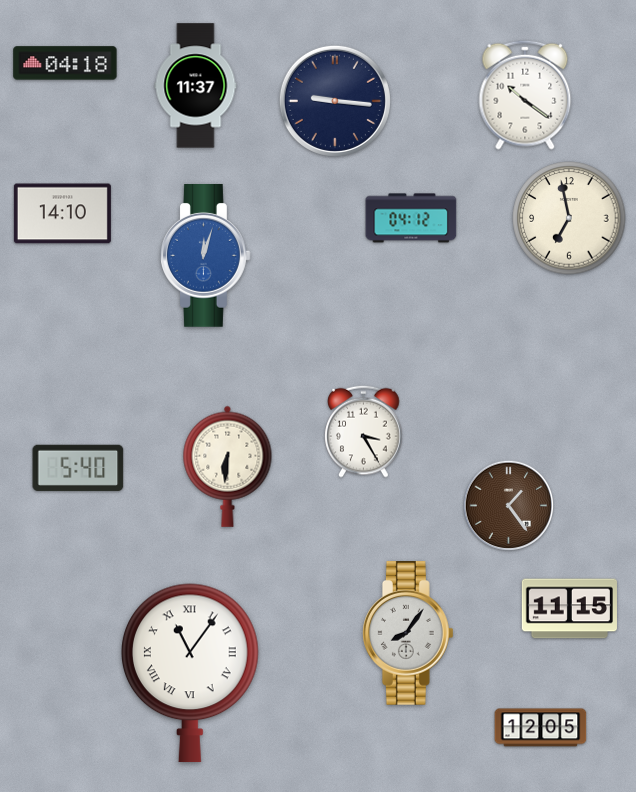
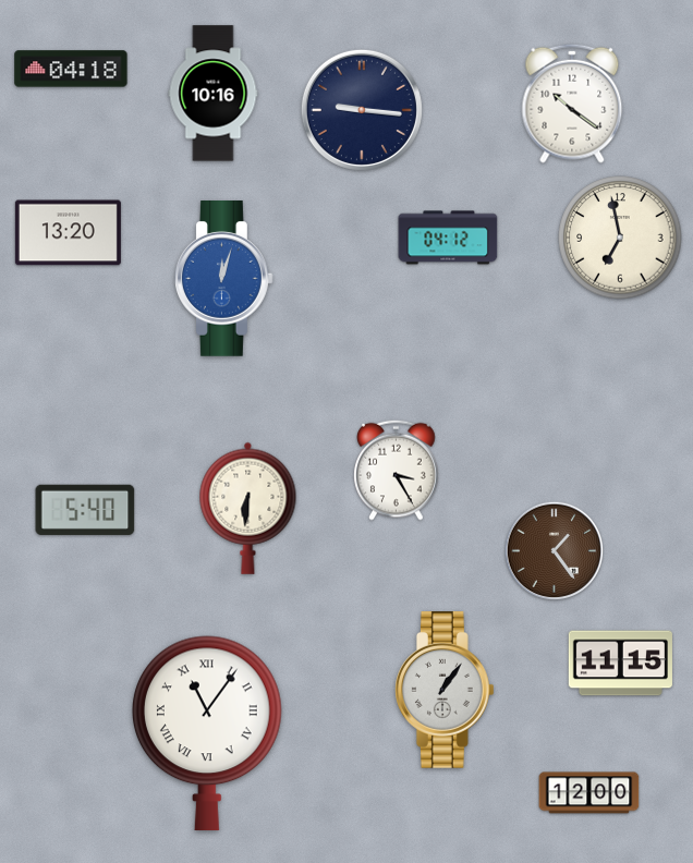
clock at (196, 86): 11:37 -> 10:16
clock at (335, 101) position: (335, 101) -> (362, 110)
clock at (62, 214): 14:10 -> 13:20
clock at (409, 633): 8:06 -> 1:06
clock at (541, 728): 12:05 -> 12:00
